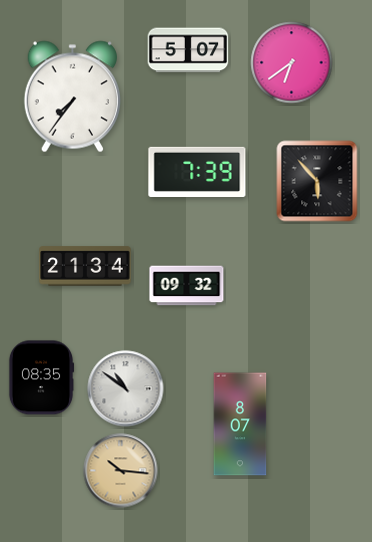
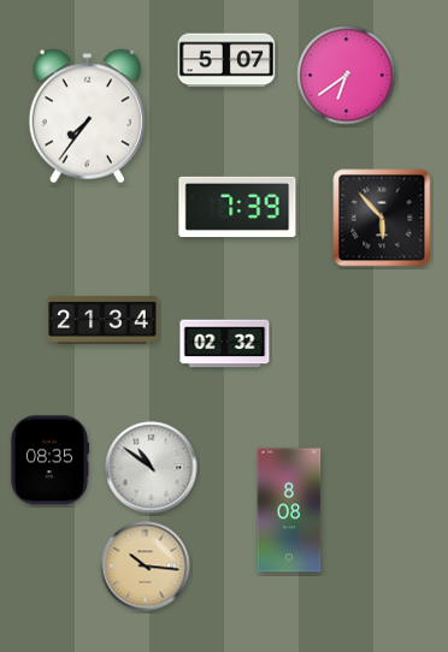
clock at (292, 63) position: (292, 63) -> (347, 76)
clock at (187, 286): 09:32 -> 02:32
clock at (41, 378) position: (41, 378) -> (49, 461)
clock at (240, 424): 8:07 -> 8:08
